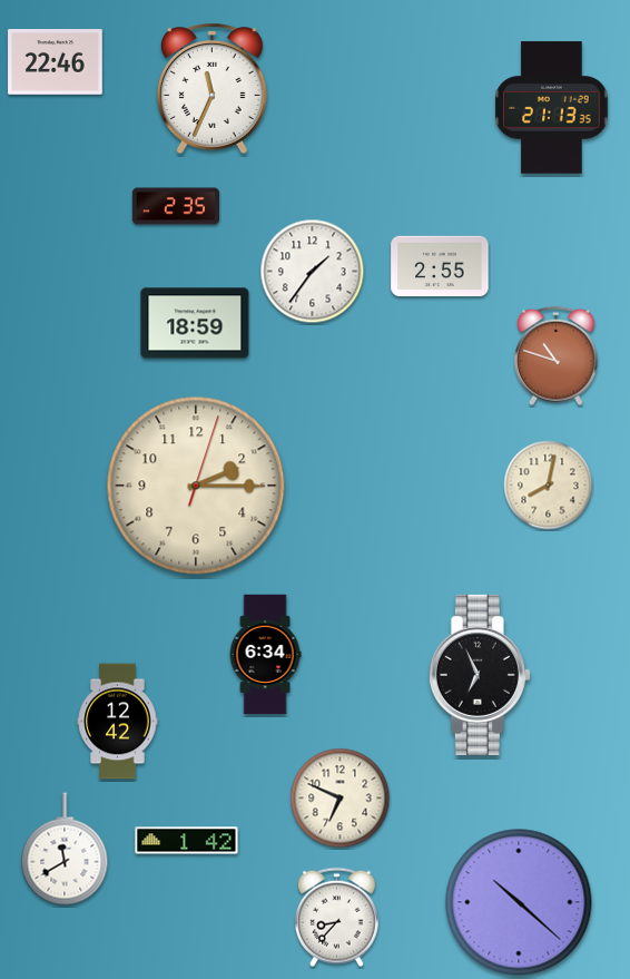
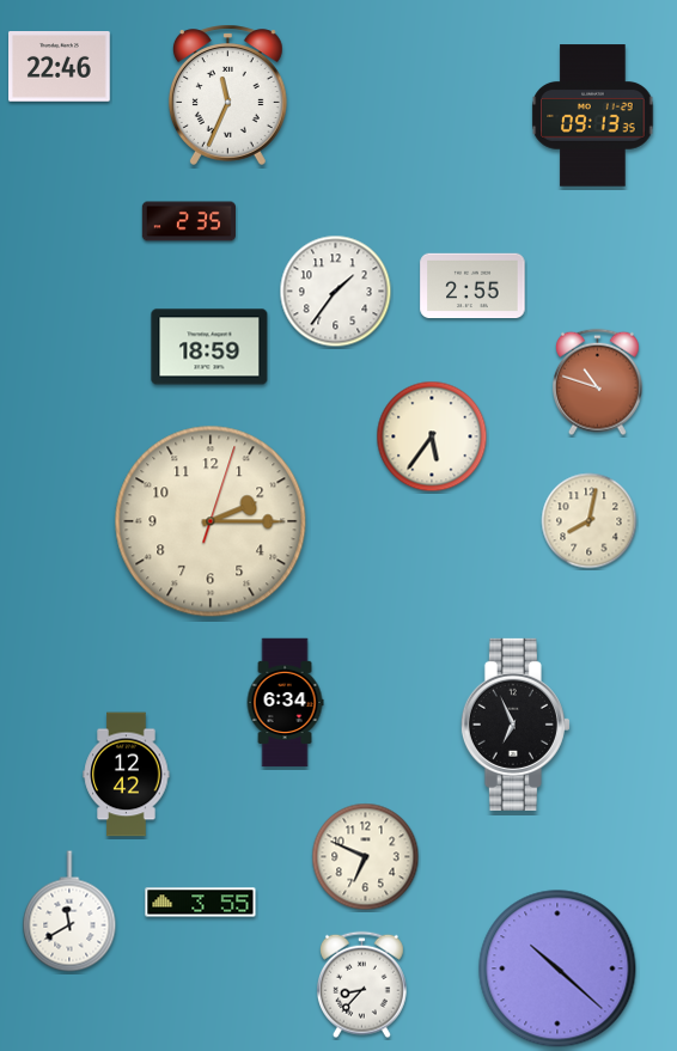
clock at (552, 108): 21:13 -> 09:13
clock at (432, 436): none -> 5:36
clock at (187, 841): 1:42 -> 3:55
